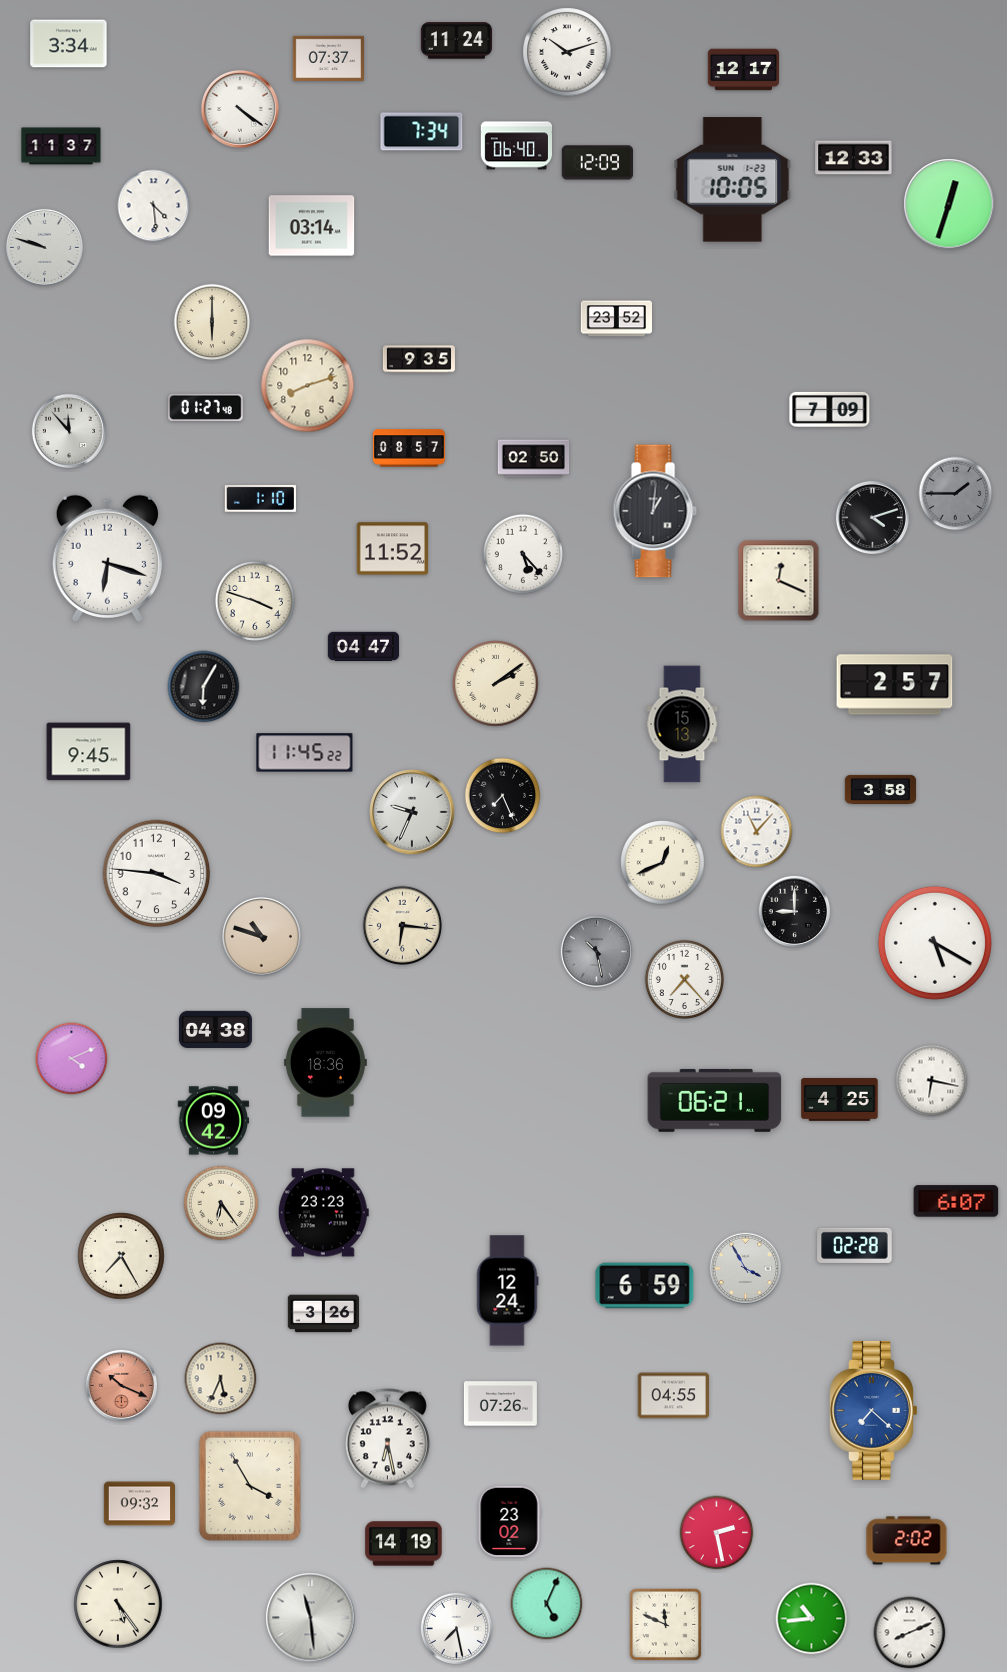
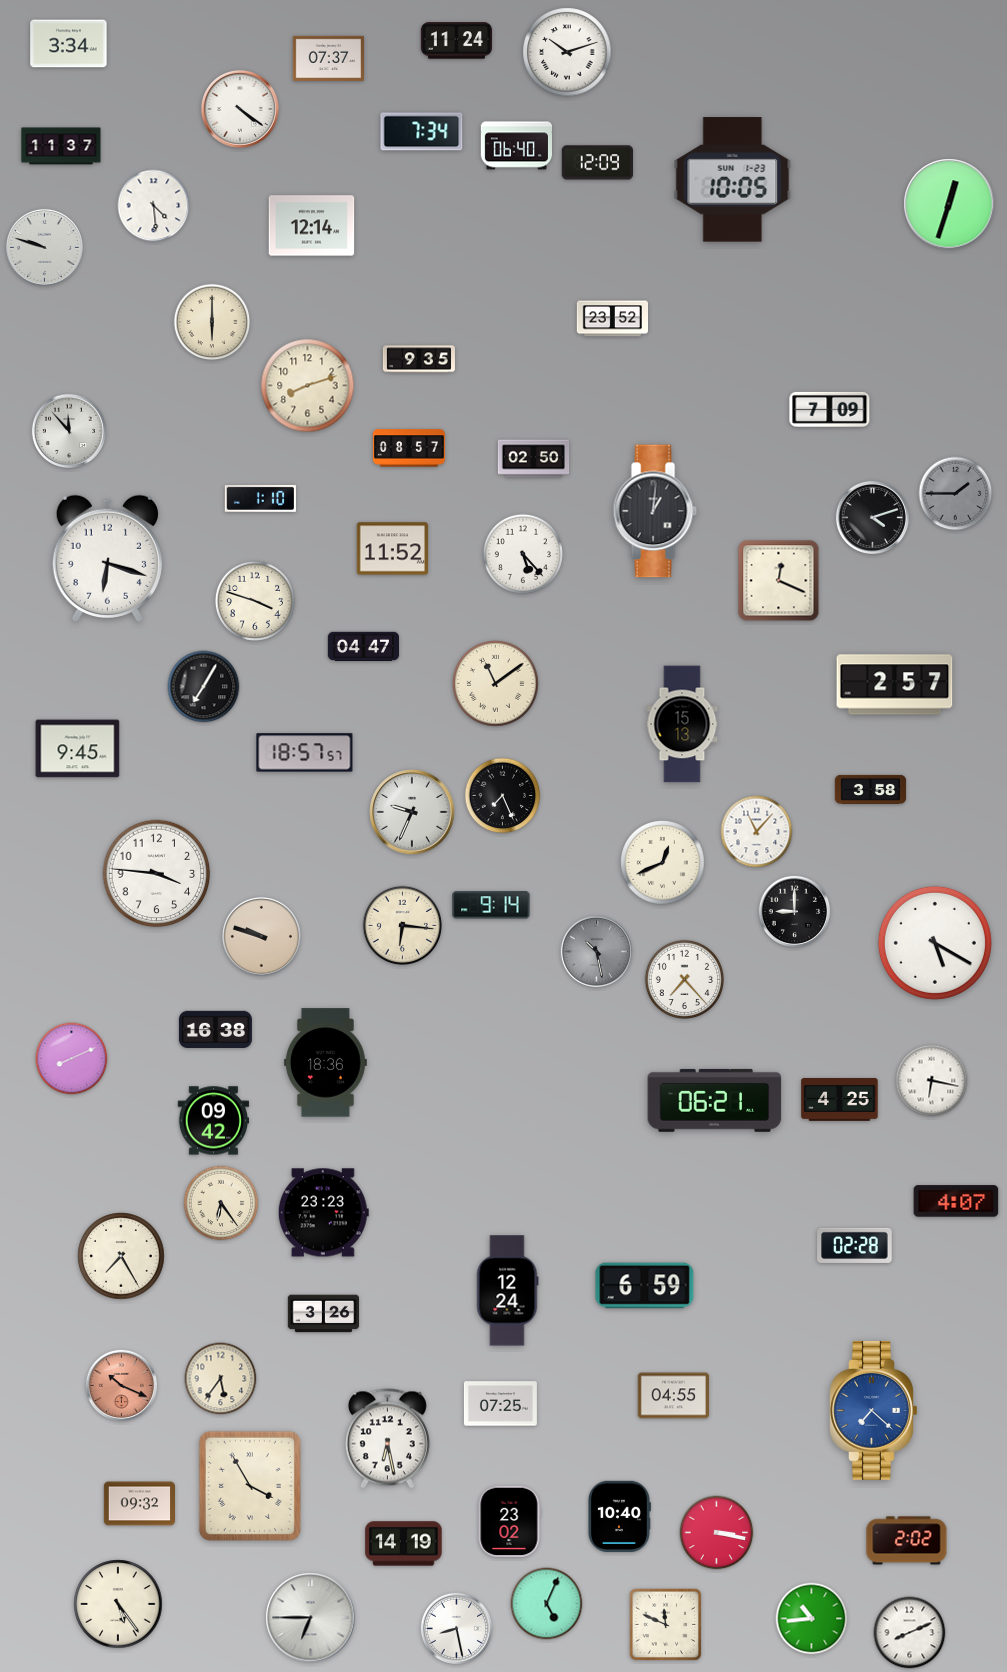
clock at (743, 70): 12:17 -> none
clock at (854, 158): 12:33 -> none
clock at (312, 226): 03:14 -> 12:14
clock at (616, 319) position: (616, 319) -> (612, 319)
clock at (206, 407): 01:27 -> none
clock at (496, 684): 2:09 -> 11:09
clock at (204, 687): 6:05 -> 7:05
clock at (89, 752) position: (89, 752) -> (78, 749)
clock at (305, 753): 11:45 -> 18:57
clock at (881, 789) position: (881, 789) -> (871, 789)
clock at (491, 905): none -> 9:14
clock at (261, 936): 10:48 -> 9:48
clock at (215, 1029): 04:38 -> 16:38
clock at (72, 1059): 4:11 -> 8:11
clock at (956, 1201): 6:07 -> 4:07
clock at (746, 1269): 3:55 -> none
clock at (221, 1379): 5:34 -> 5:36
clock at (500, 1404): 07:26 -> 07:25
clock at (619, 1516): none -> 10:40
clock at (717, 1533): 2:28 -> 3:17
clock at (311, 1618): 11:29 -> 6:45
clock at (457, 1629): 7:28 -> 8:28
